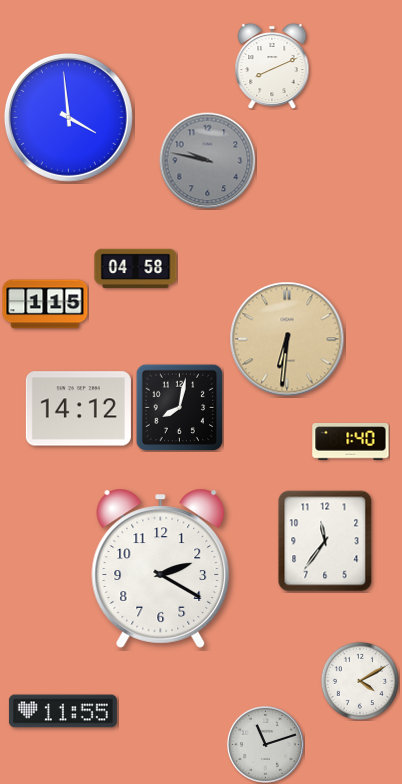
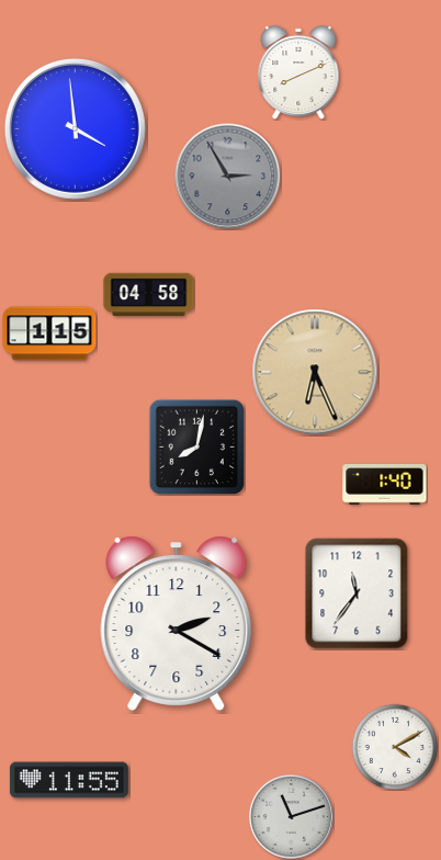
clock at (208, 161): 9:47 -> 2:55
clock at (287, 339): 6:31 -> 6:26
clock at (78, 409): 14:12 -> none
